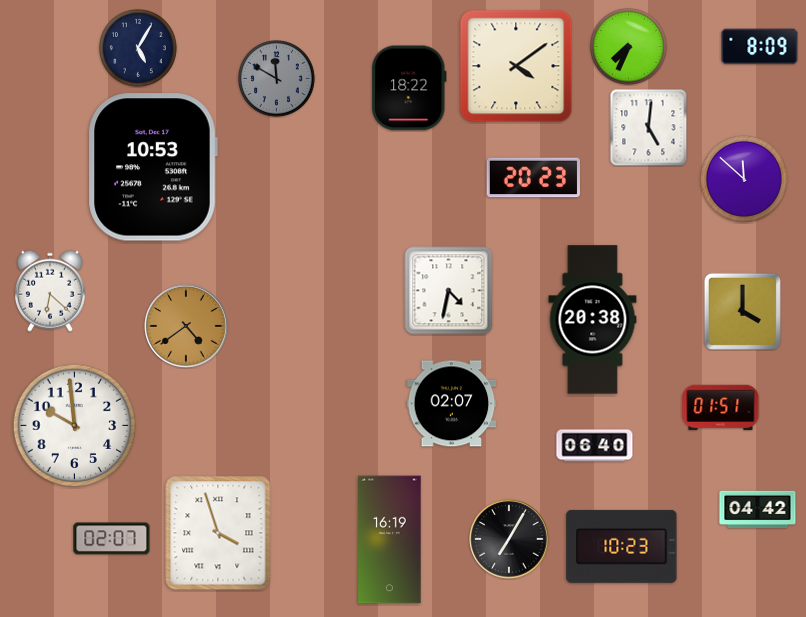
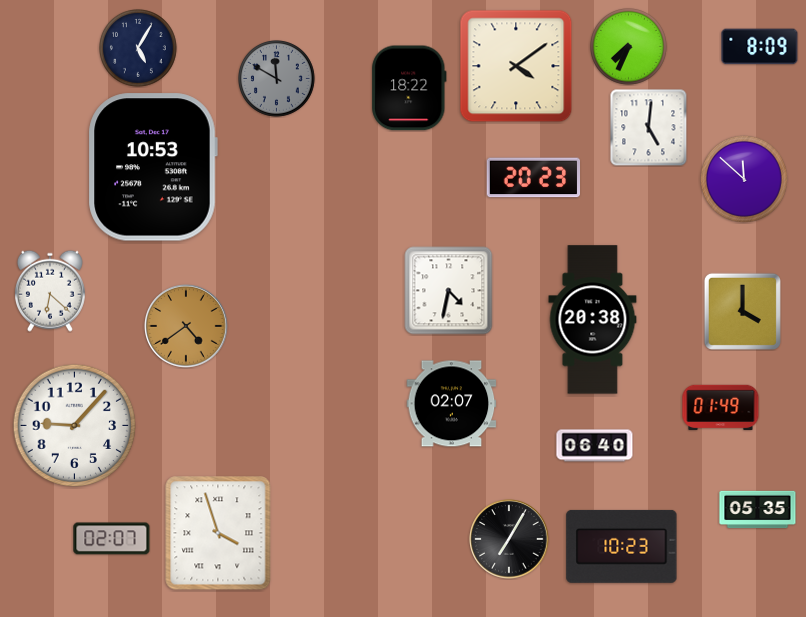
clock at (721, 407): 01:51 -> 01:49
clock at (75, 426): 9:59 -> 9:07
clock at (758, 510): 04:42 -> 05:35
clock at (390, 540): 16:19 -> none
